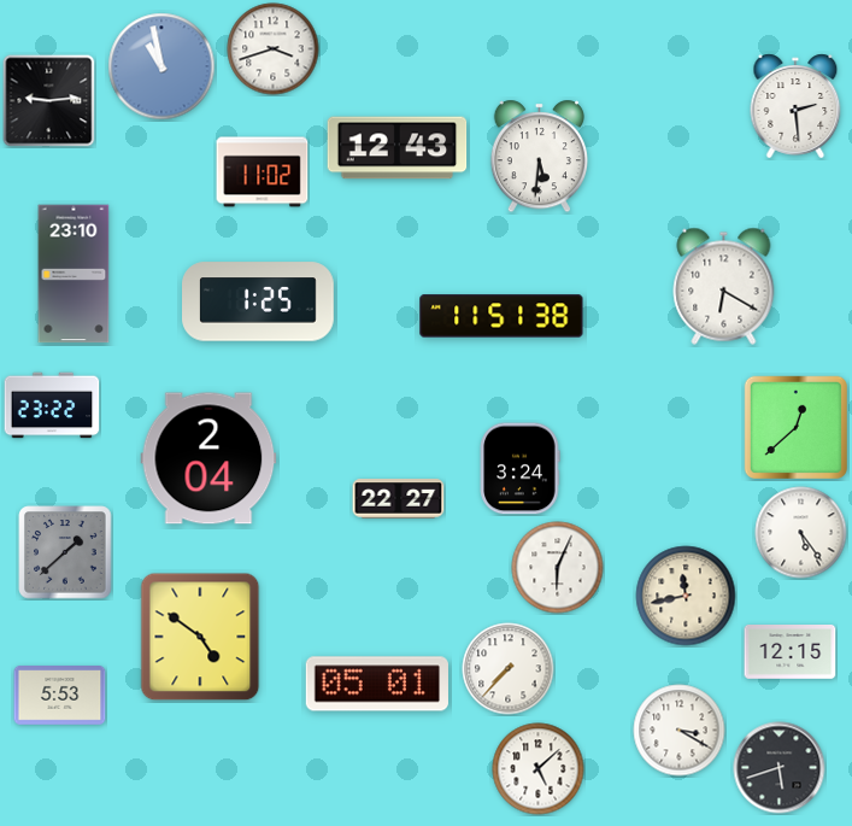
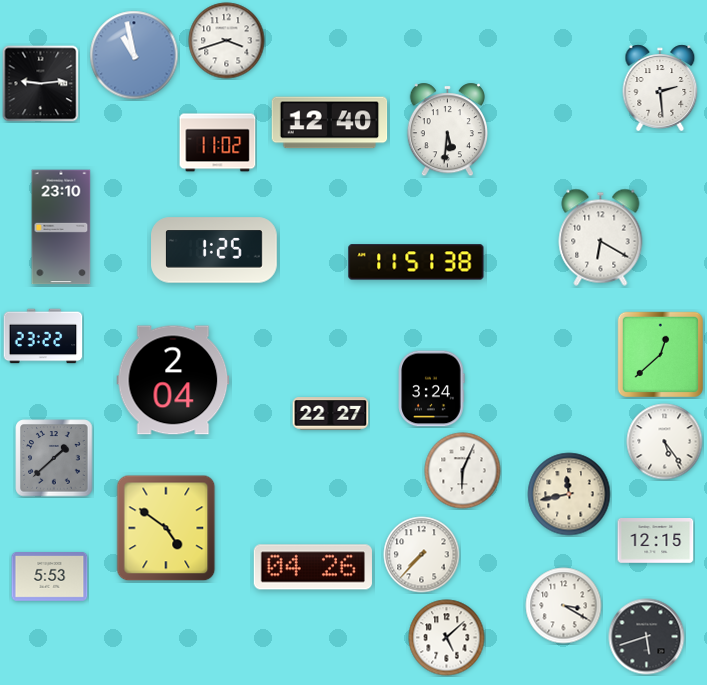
clock at (398, 148): 12:43 -> 12:40
clock at (377, 684): 05:01 -> 04:26
